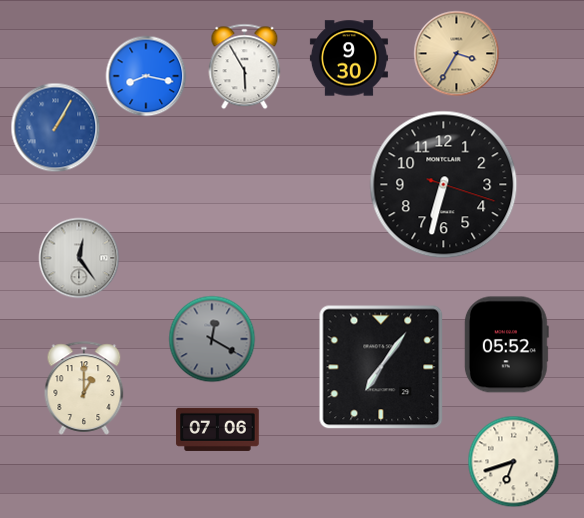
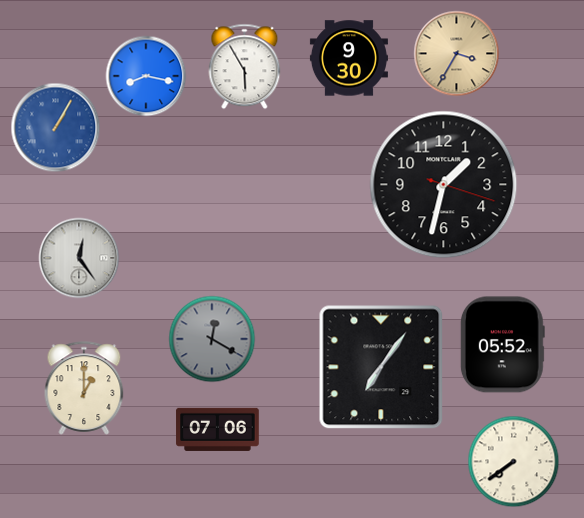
clock at (444, 185): 6:32 -> 1:32
clock at (506, 345) position: (506, 345) -> (502, 345)
clock at (514, 462): 6:42 -> 7:39
